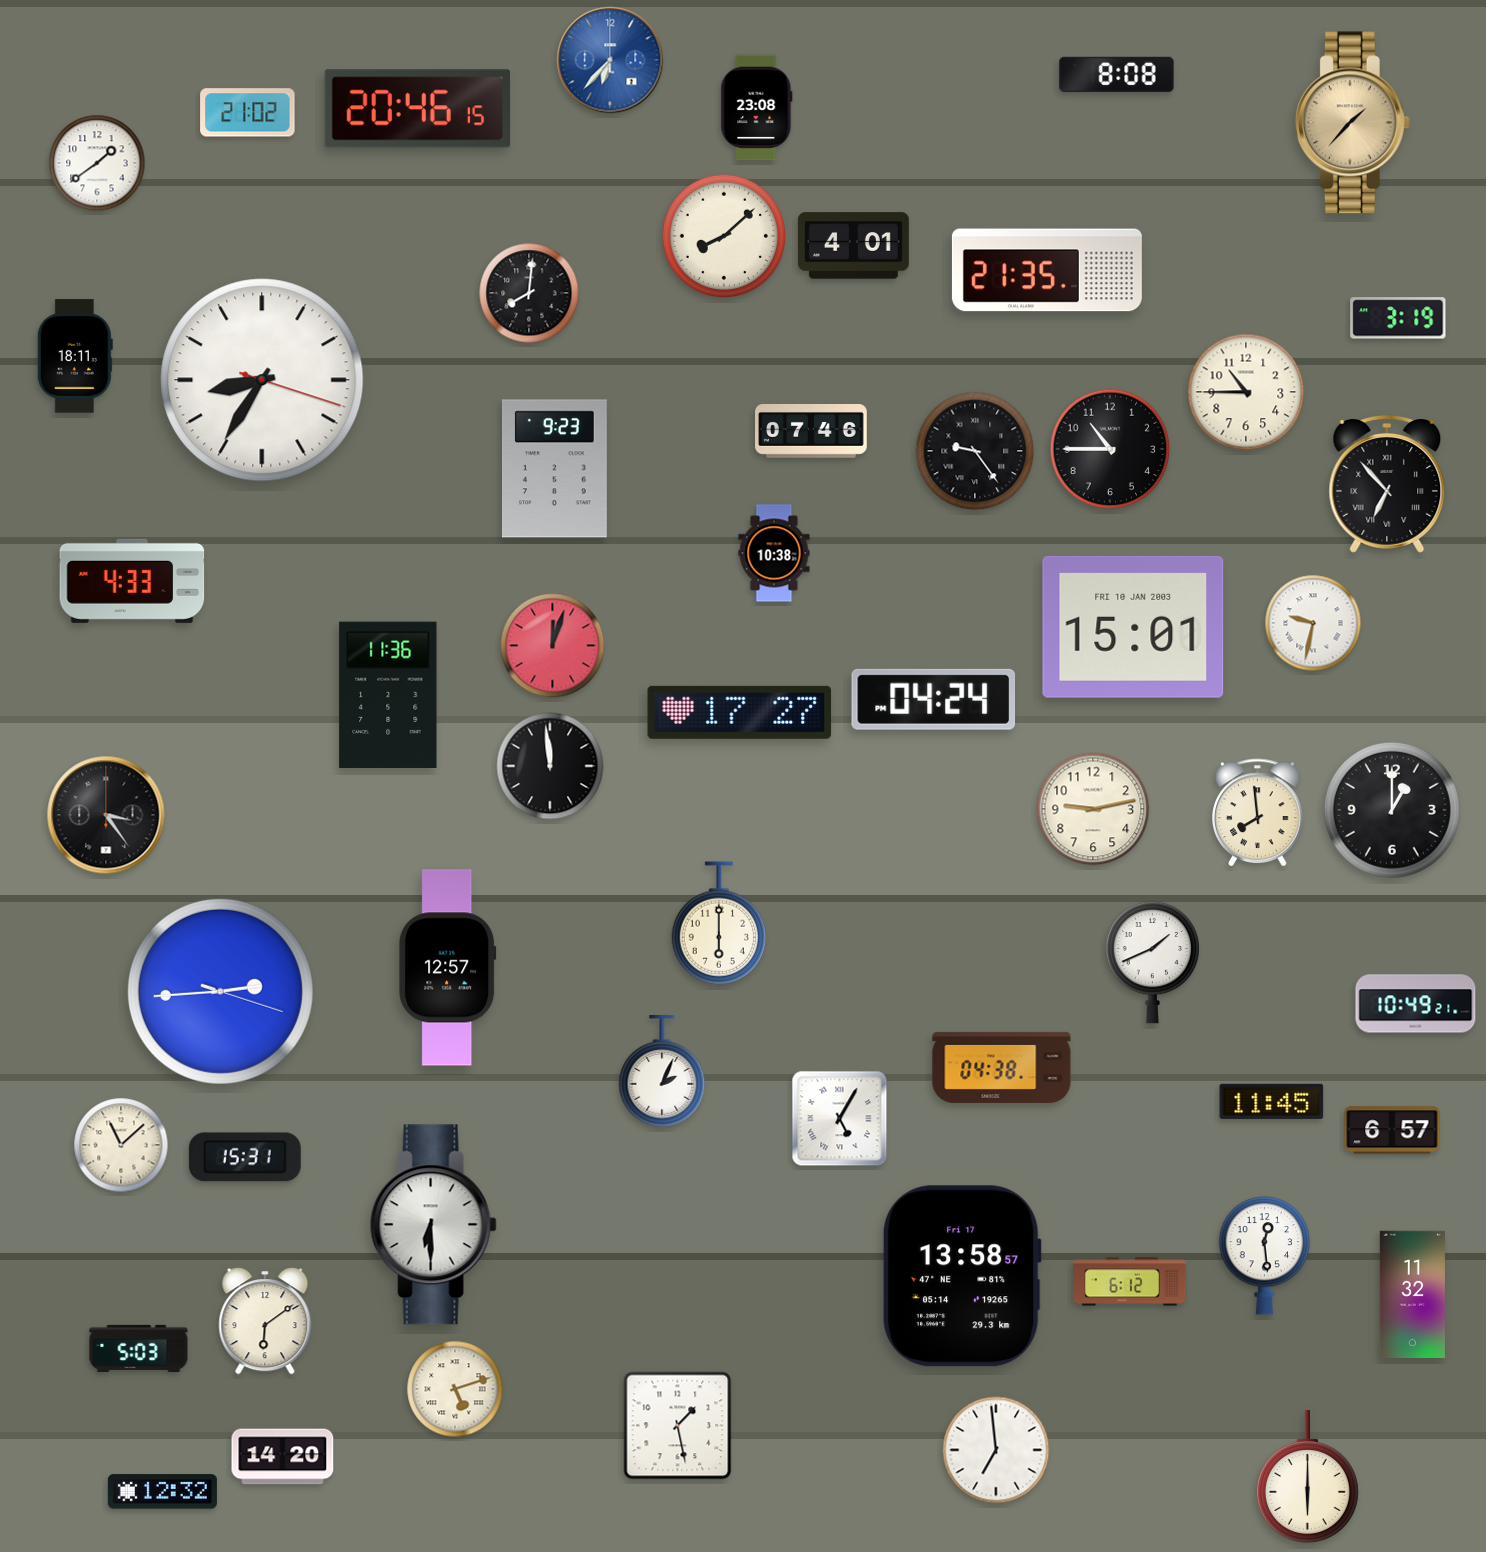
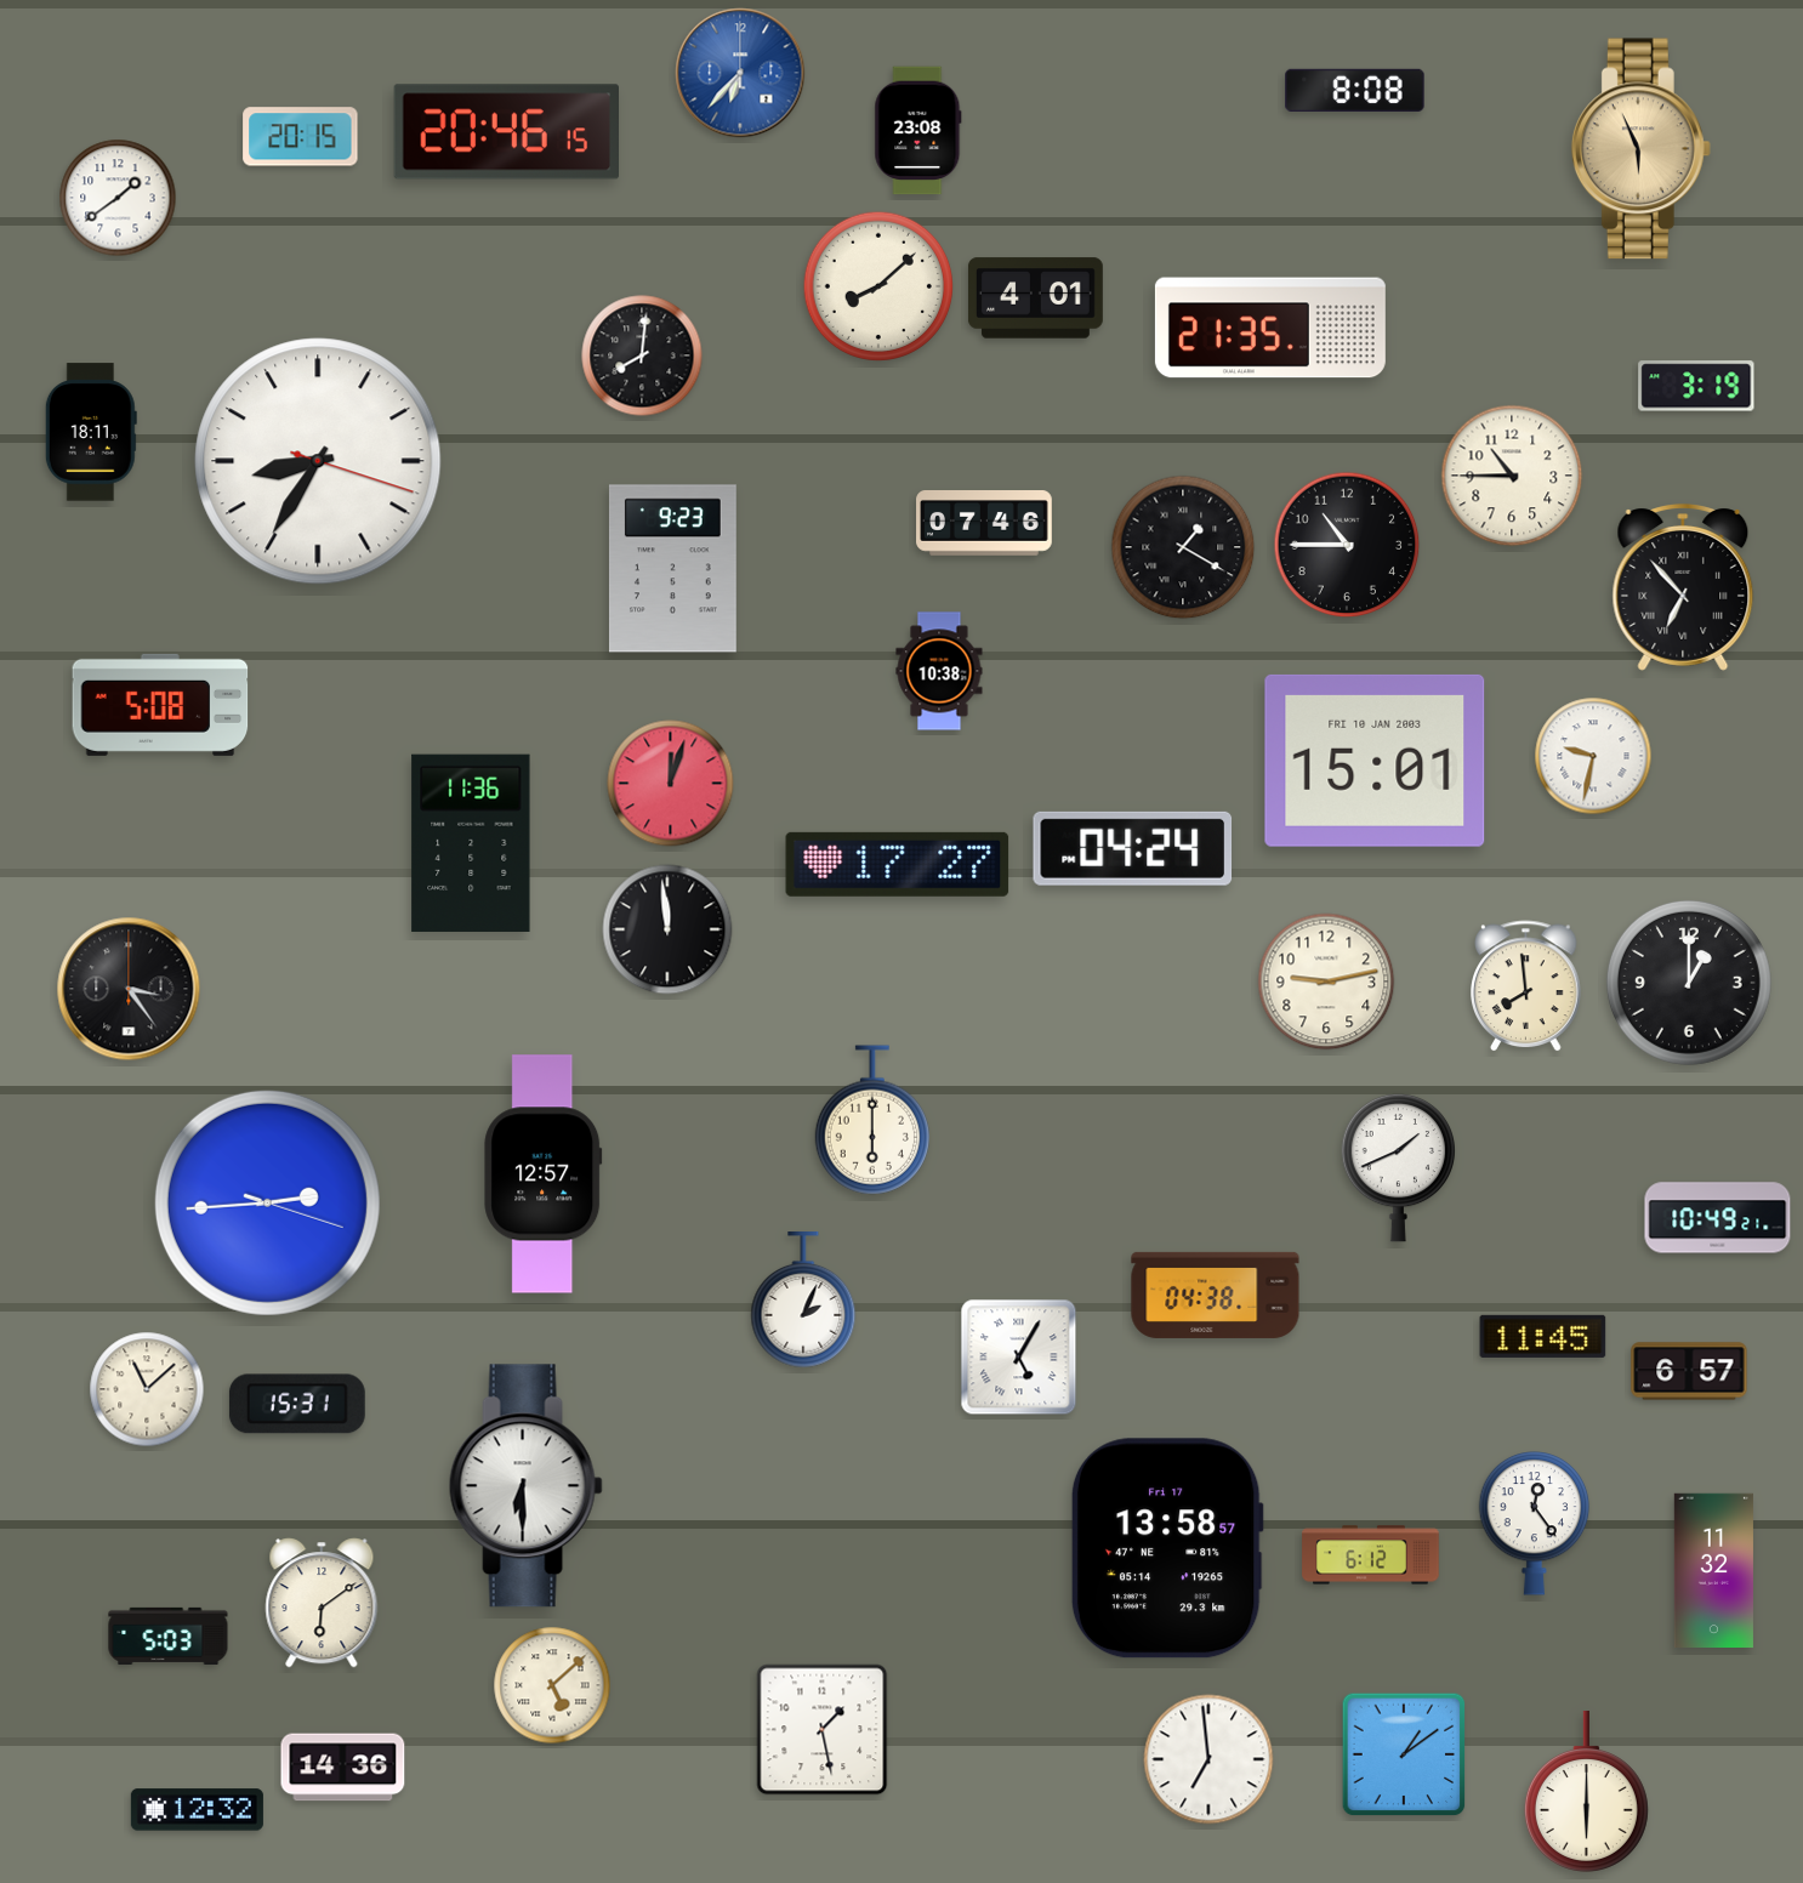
clock at (248, 113): 21:02 -> 20:15
clock at (1352, 123): 1:37 -> 5:56
clock at (975, 451): 9:24 -> 1:20
clock at (132, 581): 4:33 -> 5:08
clock at (1265, 1255): 12:29 -> 12:24
clock at (455, 1389): 5:12 -> 5:08
clock at (1404, 1754): none -> 1:09
clock at (283, 1457): 14:20 -> 14:36
